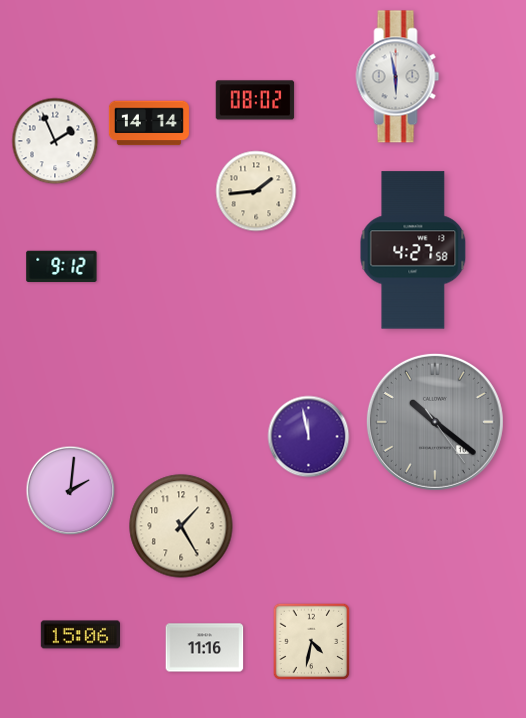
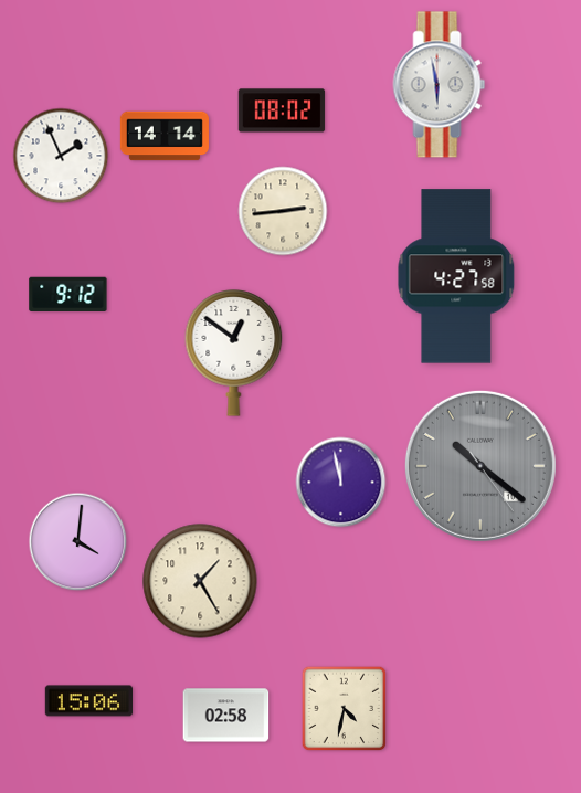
clock at (256, 191): 1:44 -> 2:44
clock at (234, 353): none -> 12:51
clock at (71, 491): 2:01 -> 4:01
clock at (205, 648): 11:16 -> 02:58
